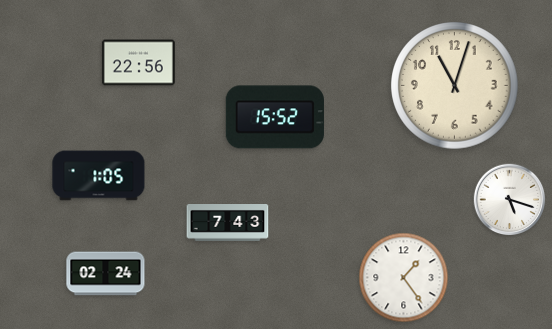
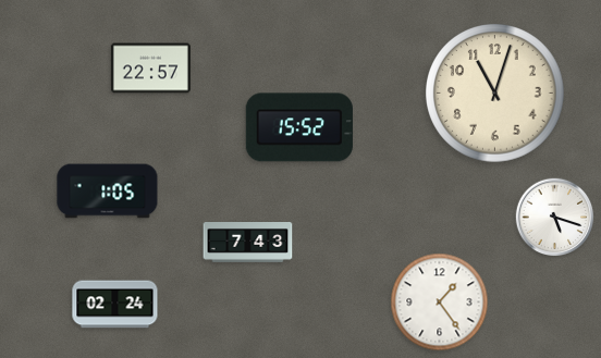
clock at (138, 63): 22:56 -> 22:57
clock at (106, 274) position: (106, 274) -> (115, 305)
